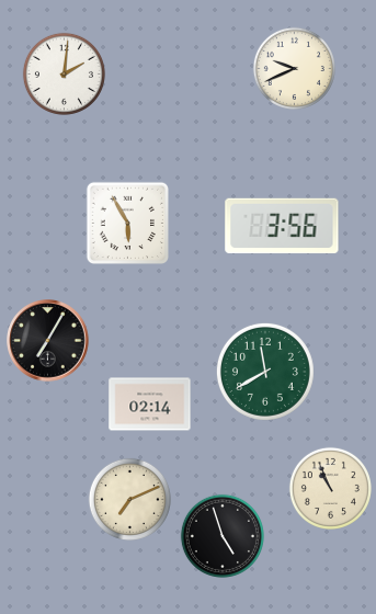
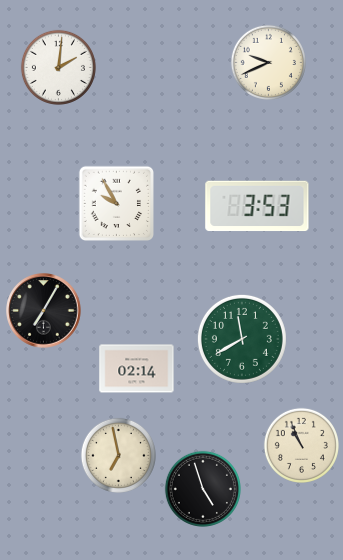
clock at (127, 223): 5:55 -> 9:55
clock at (282, 226): 3:56 -> 3:53
clock at (129, 499): 7:11 -> 6:58
